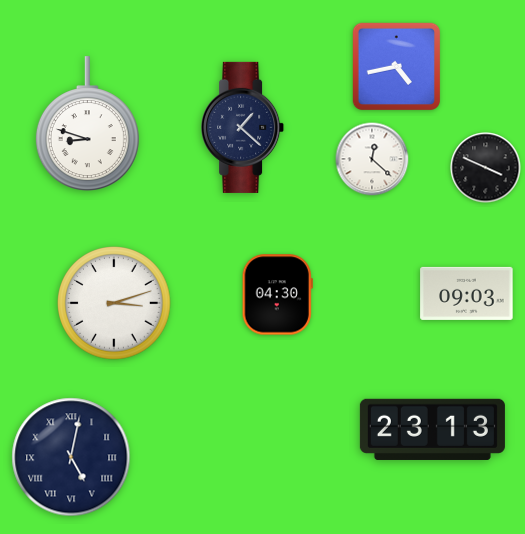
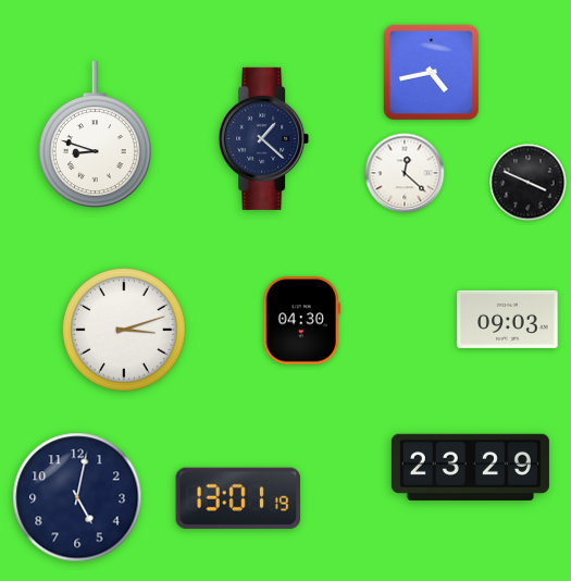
clock at (432, 429): 23:13 -> 23:29
clock at (71, 457) numerals: Roman -> Arabic
clock at (238, 498): none -> 13:01
